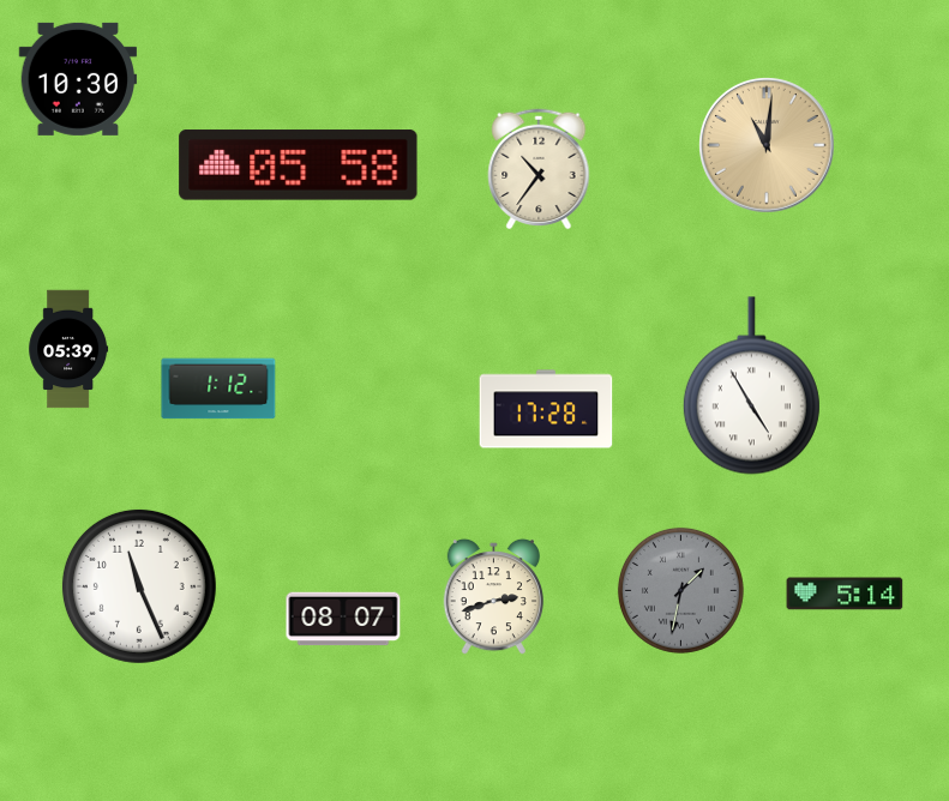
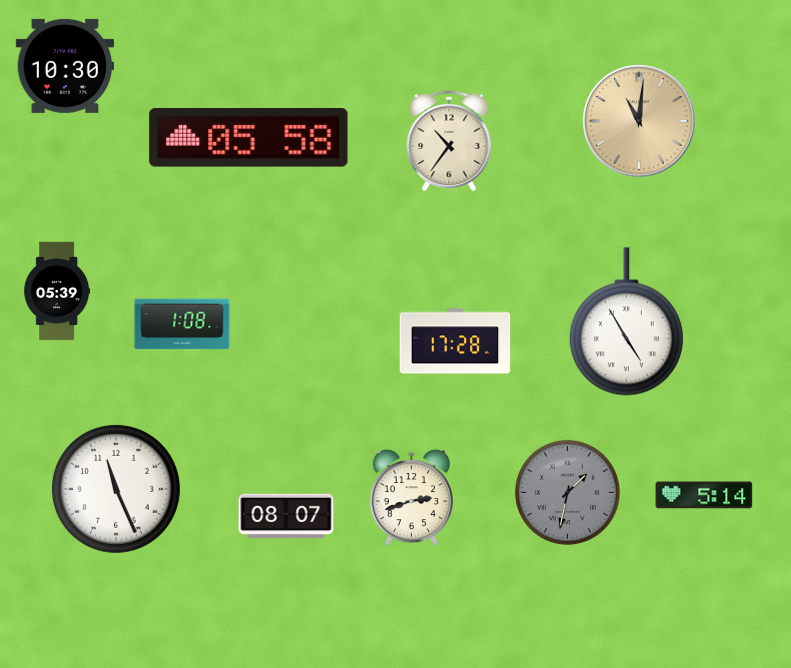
clock at (218, 389): 1:12 -> 1:08
